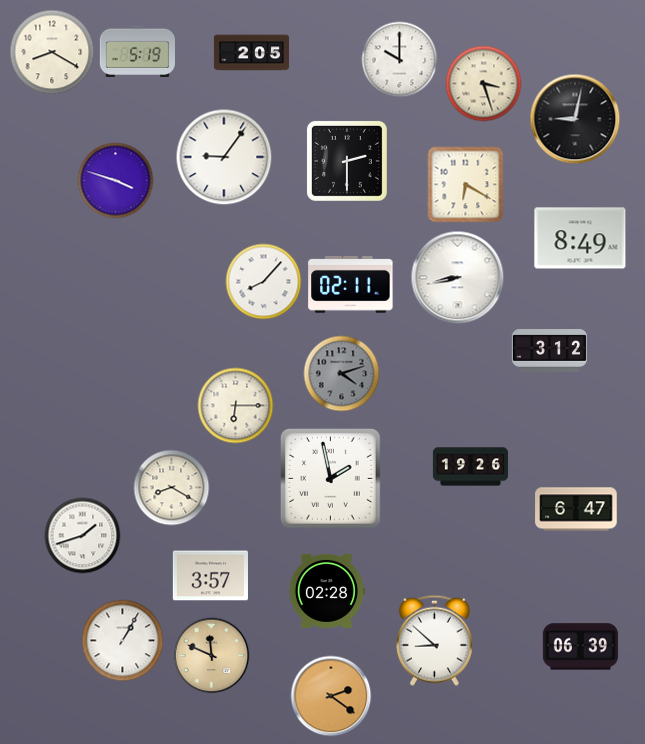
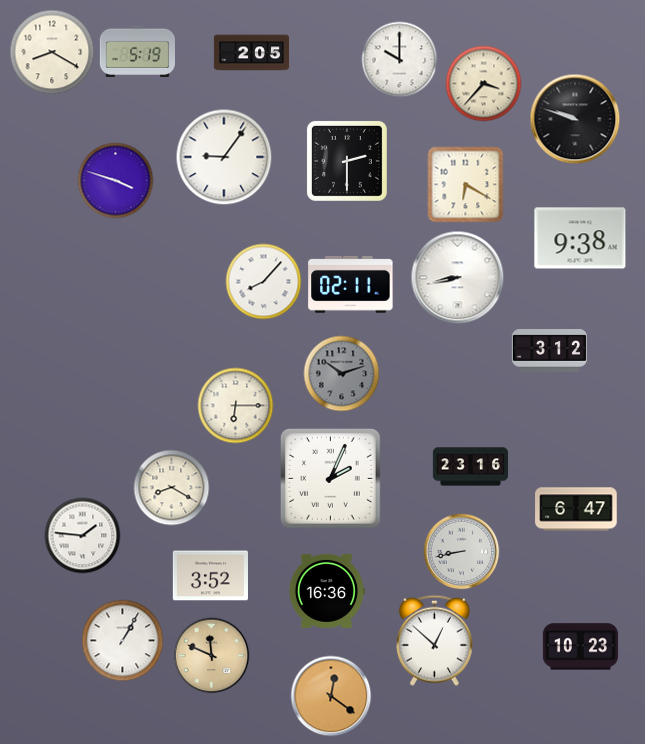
clock at (484, 84): 3:27 -> 3:37
clock at (575, 119): 9:02 -> 9:48
clock at (580, 238): 8:49 -> 9:38
clock at (342, 374): 4:12 -> 10:12
clock at (470, 467): 19:26 -> 23:16
clock at (331, 479): 1:58 -> 2:04
clock at (83, 536): 1:42 -> 1:46
clock at (462, 552): none -> 8:43
clock at (210, 576): 3:57 -> 3:52
clock at (326, 591): 02:28 -> 16:36
clock at (434, 640): 8:52 -> 12:52
clock at (580, 647): 06:39 -> 10:23
clock at (331, 696): 2:21 -> 12:21
